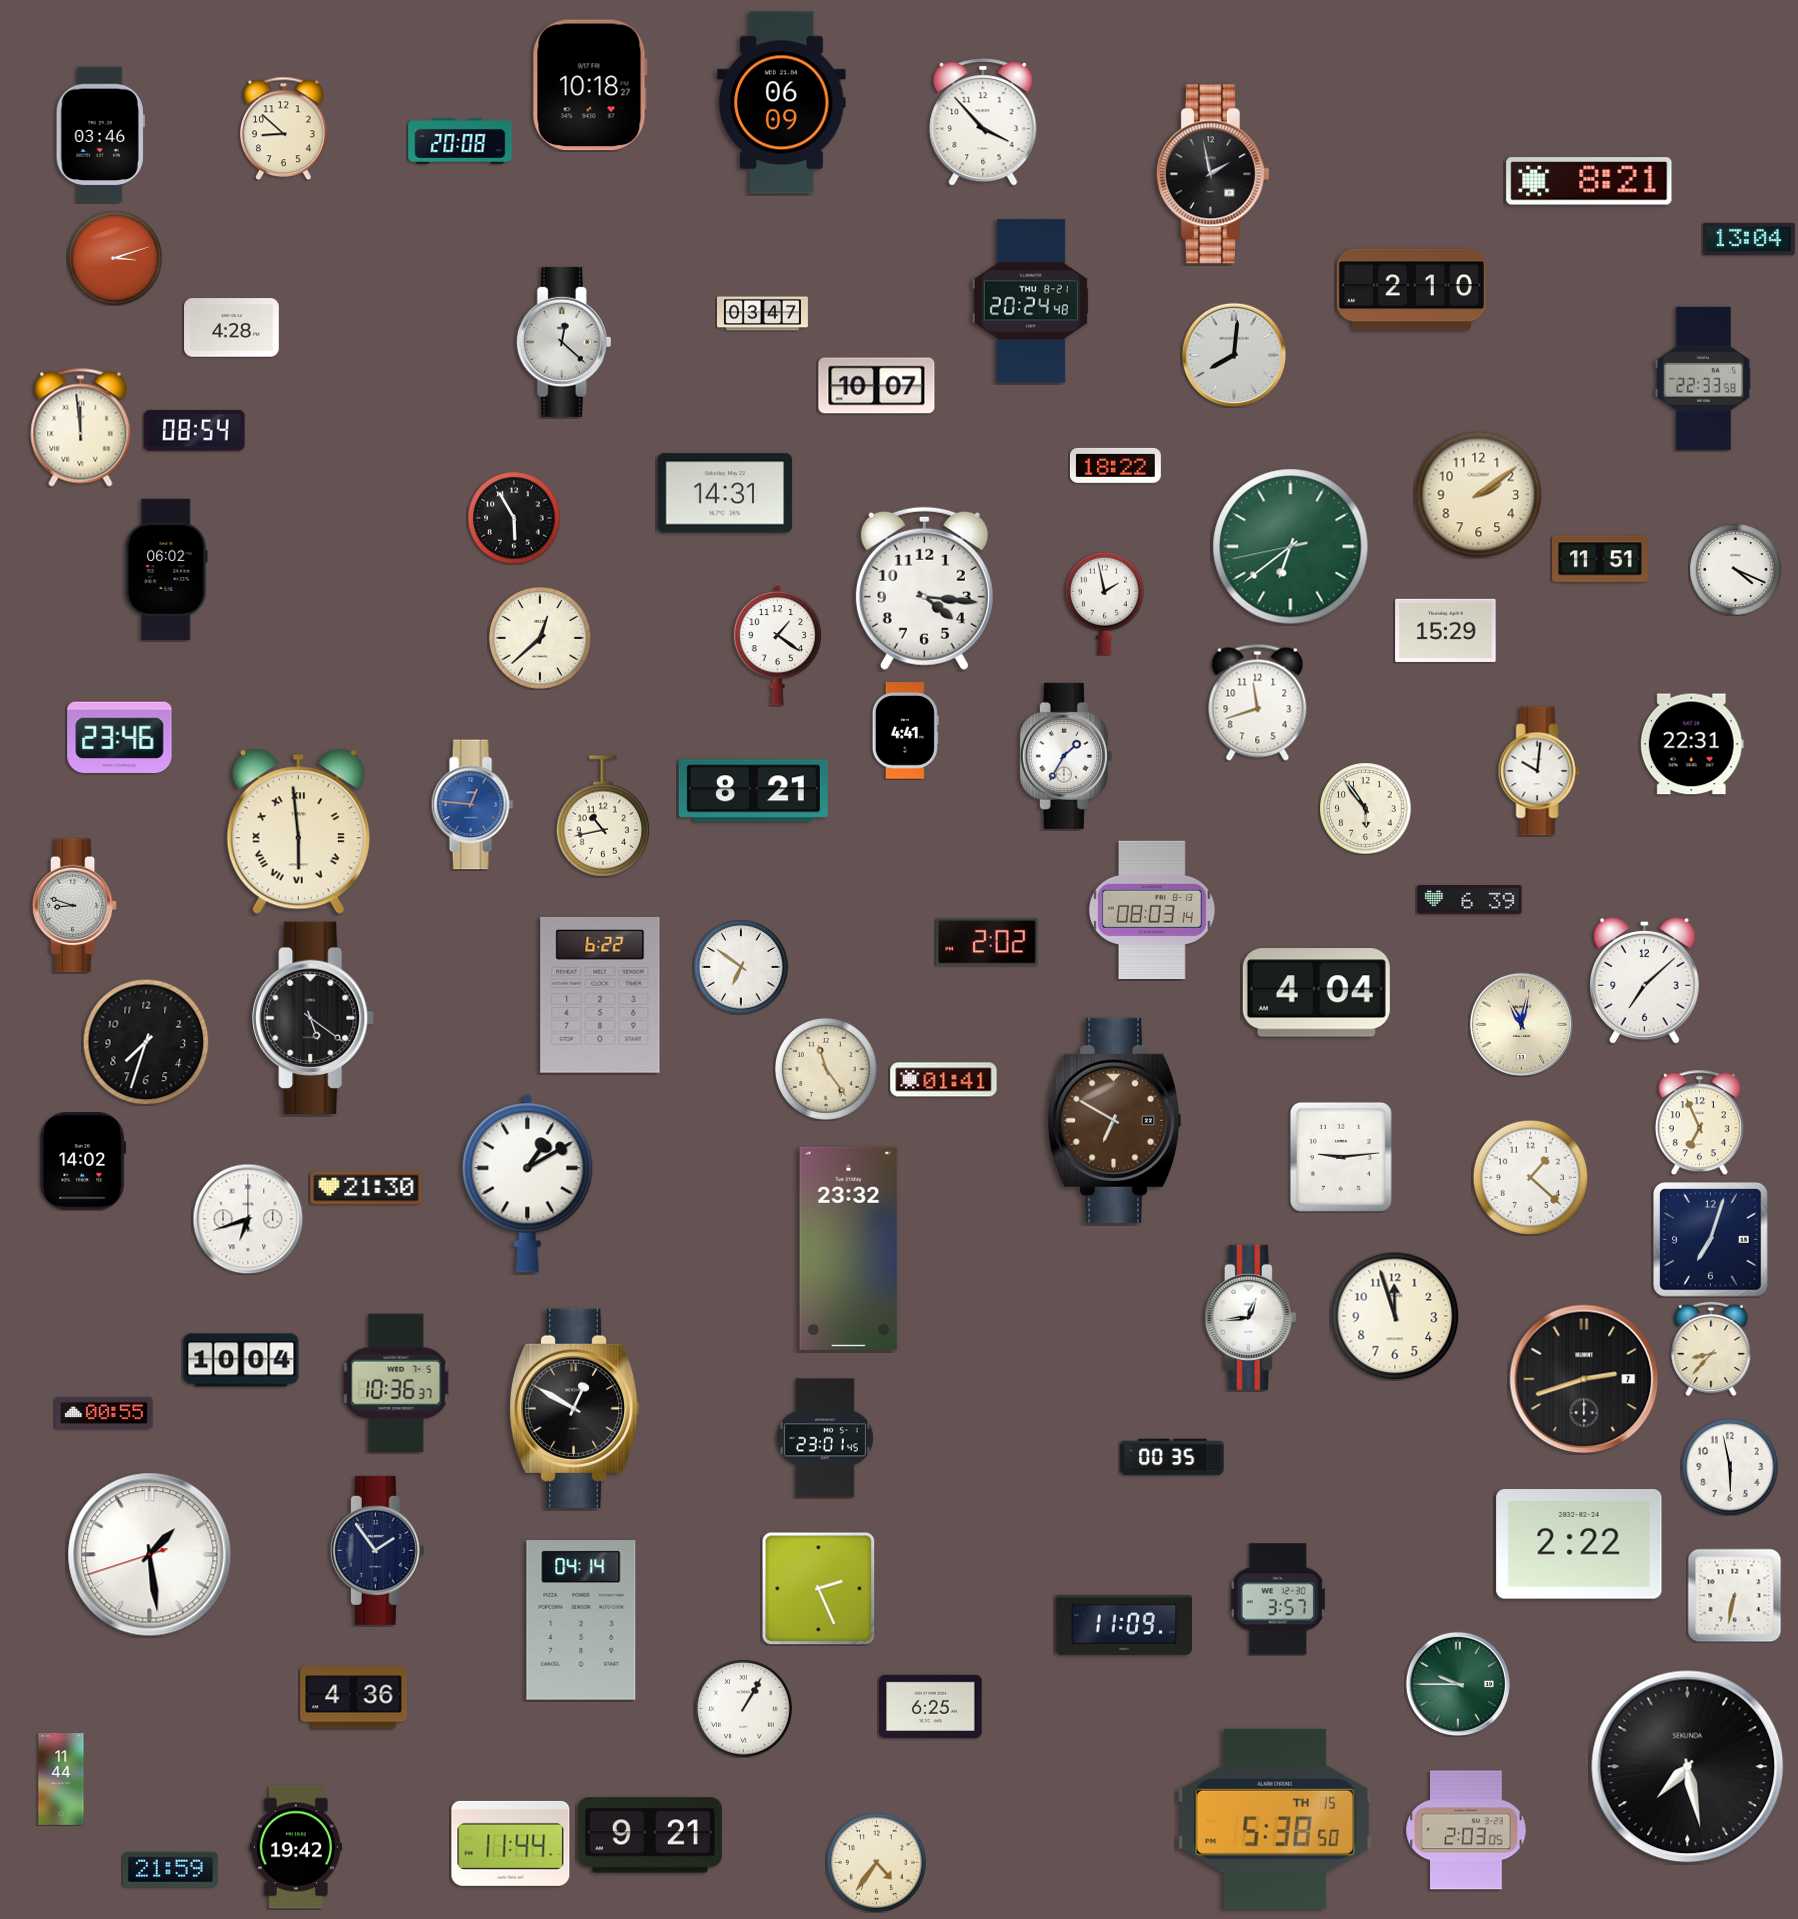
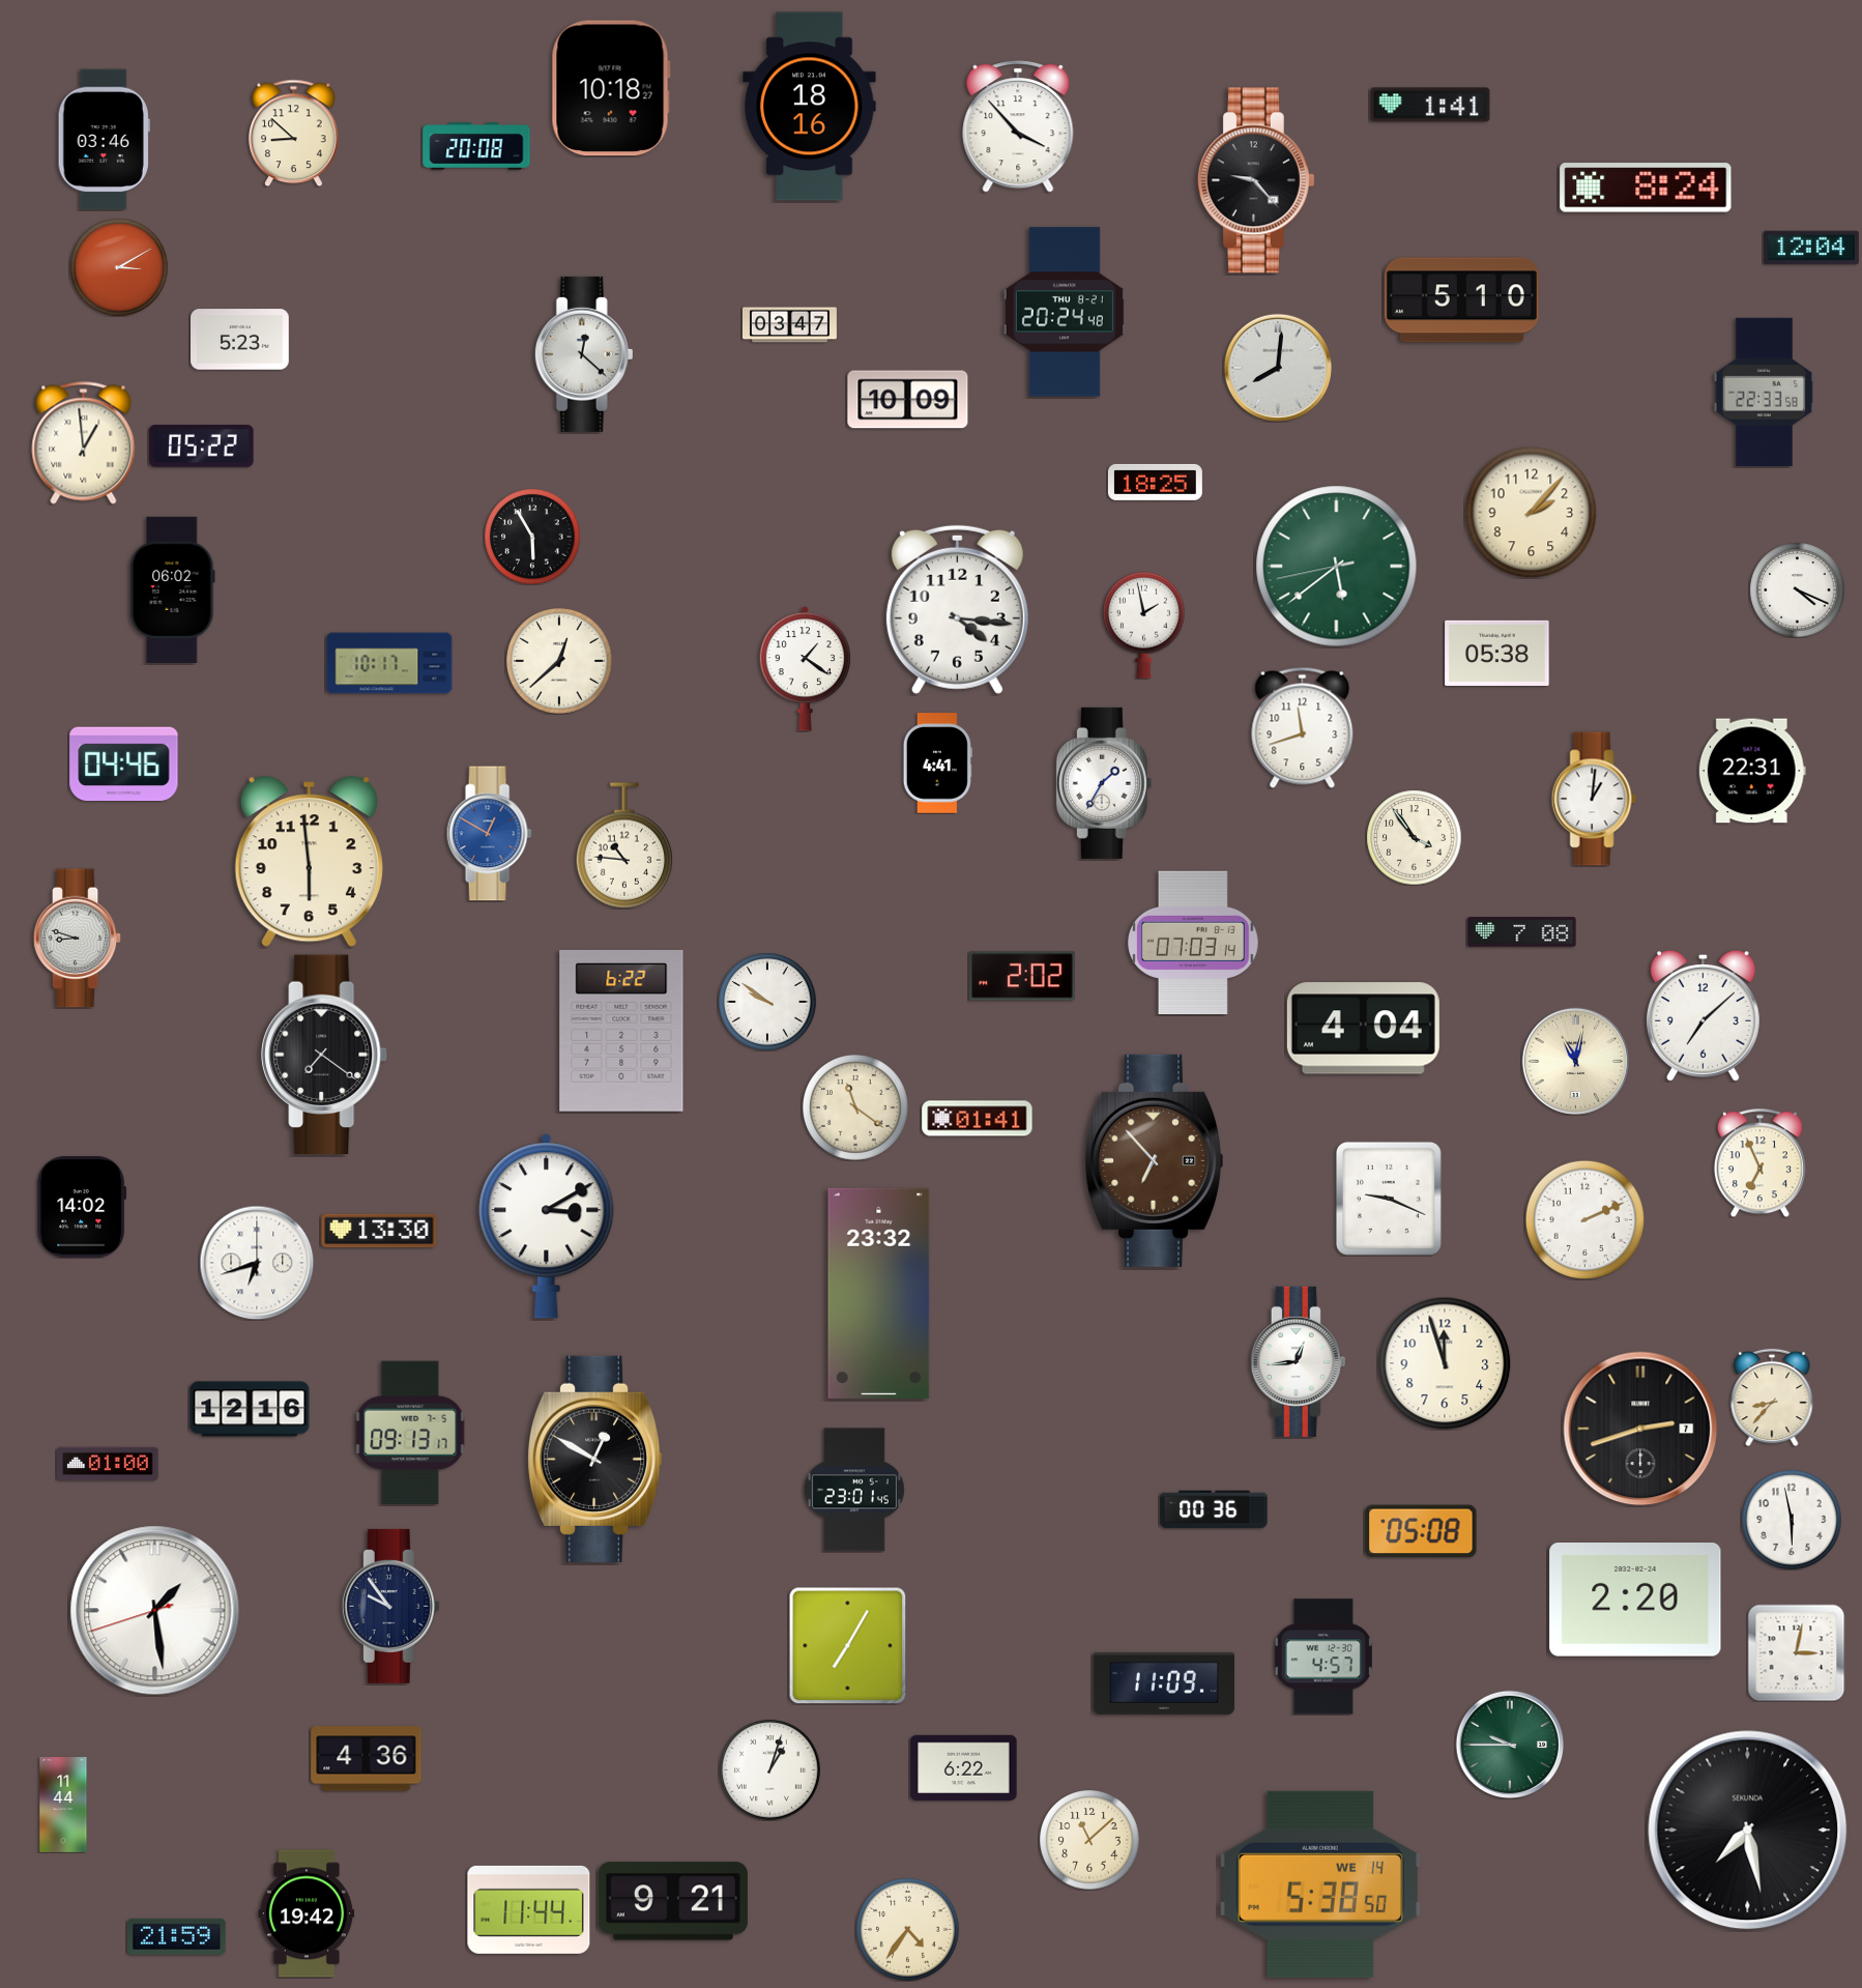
clock at (1430, 105): none -> 1:41
clock at (782, 103): 06:09 -> 18:16
clock at (1213, 174): 1:58 -> 9:23
clock at (1589, 181): 8:21 -> 8:24
clock at (1749, 239): 13:04 -> 12:04
clock at (115, 258): 3:12 -> 3:10
clock at (1411, 290): 2:10 -> 5:10
clock at (1031, 301) position: (1031, 301) -> (1065, 312)
clock at (232, 328): 4:28 -> 5:23
clock at (877, 386): 10:07 -> 10:09
clock at (81, 428): 11:59 -> 12:59
clock at (195, 430): 08:54 -> 05:22
clock at (1115, 465): 18:22 -> 18:25
clock at (725, 493): 14:31 -> none
clock at (1478, 494): 2:09 -> 2:07
clock at (1291, 547): 6:38 -> 5:38
clock at (1600, 559): 11:51 -> none
clock at (1446, 630): 15:29 -> 05:38
clock at (389, 663): none -> 10:17
clock at (905, 731) position: (905, 731) -> (937, 763)
clock at (120, 737): 23:46 -> 04:46
clock at (1539, 771): 10:01 -> 1:01
clock at (753, 791): 8:21 -> none
clock at (472, 805): 12:46 -> 12:50
clock at (1365, 808): 5:54 -> 3:54
clock at (603, 816): 10:43 -> 10:46
clock at (298, 832) numerals: Roman -> Arabic
clock at (1470, 900): 6:39 -> 7:08
clock at (1152, 909): 08:03 -> 07:03
clock at (741, 967): 6:51 -> 9:51
clock at (313, 1018): 5:21 -> 7:21
clock at (146, 1042): 7:33 -> none
clock at (826, 1069): 11:24 -> 11:21
clock at (1114, 1120): 6:50 -> 6:53
clock at (1341, 1157): 9:14 -> 9:19
clock at (83, 1161) position: (83, 1161) -> (82, 1207)
clock at (1530, 1177): 1:22 -> 2:11
clock at (528, 1184): 1:10 -> 3:10
clock at (366, 1188): 21:30 -> 13:30
clock at (1711, 1240): 7:03 -> none
clock at (1250, 1317) position: (1250, 1317) -> (1298, 1361)
clock at (241, 1360): 10:04 -> 12:16
clock at (396, 1382): 10:36 -> 09:13
clock at (104, 1413): 00:55 -> 01:00
clock at (1172, 1457): 00:35 -> 00:36
clock at (1421, 1531): none -> 05:08
clock at (1579, 1545): 2:22 -> 2:20
clock at (377, 1550): 1:54 -> 9:54
clock at (818, 1588): 2:26 -> 7:05
clock at (1734, 1595): 6:32 -> 3:02
clock at (1278, 1599): 3:57 -> 4:57
clock at (581, 1620): 04:14 -> none
clock at (931, 1706): 6:25 -> 6:22
clock at (744, 1709): 1:05 -> 1:03
clock at (1089, 1840): none -> 11:08
clock at (61, 1780) position: (61, 1780) -> (63, 1806)
clock at (1274, 1819) date: TH 15 -> WE 14
clock at (1466, 1830): 2:03 -> none
